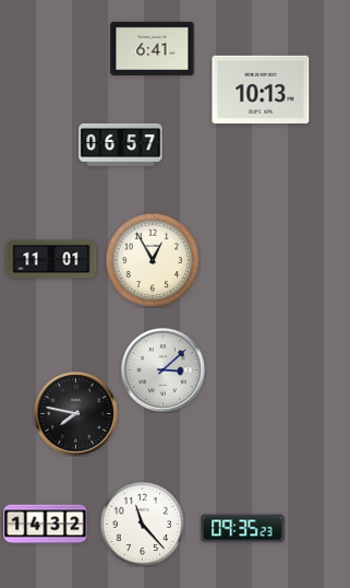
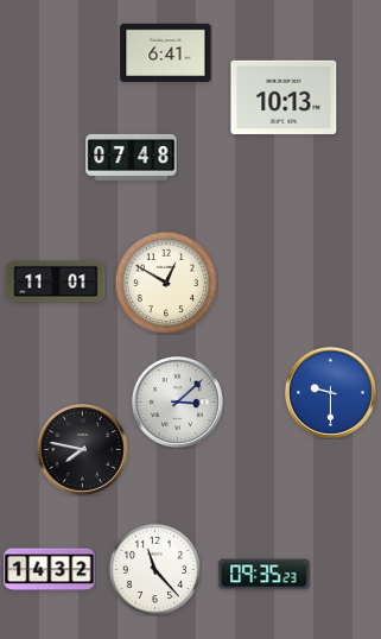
clock at (121, 144): 06:57 -> 07:48
clock at (153, 260): 12:55 -> 12:50
clock at (330, 392): none -> 9:30
